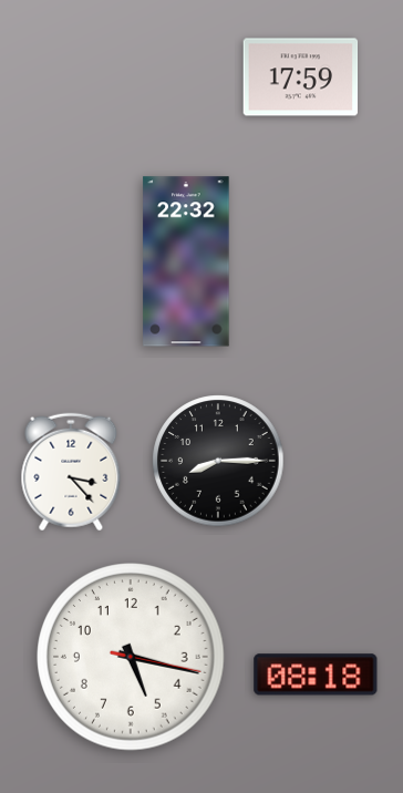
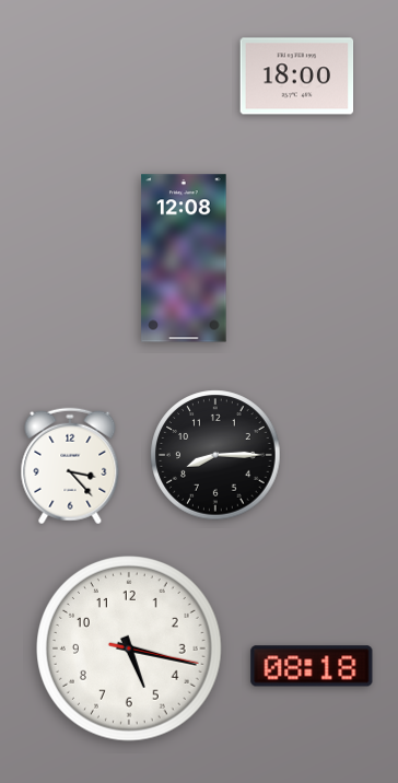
clock at (301, 78): 17:59 -> 18:00
clock at (186, 261): 22:32 -> 12:08
